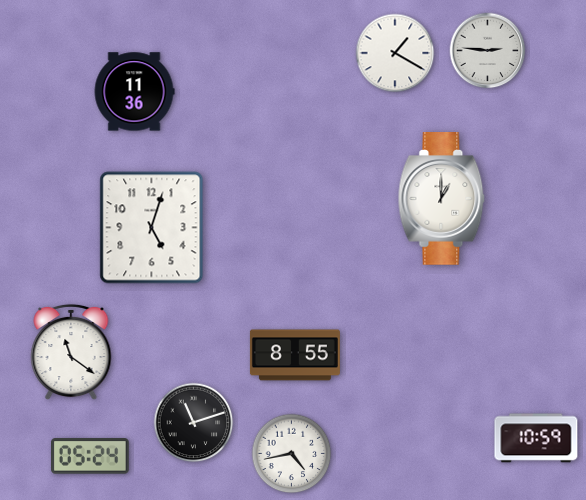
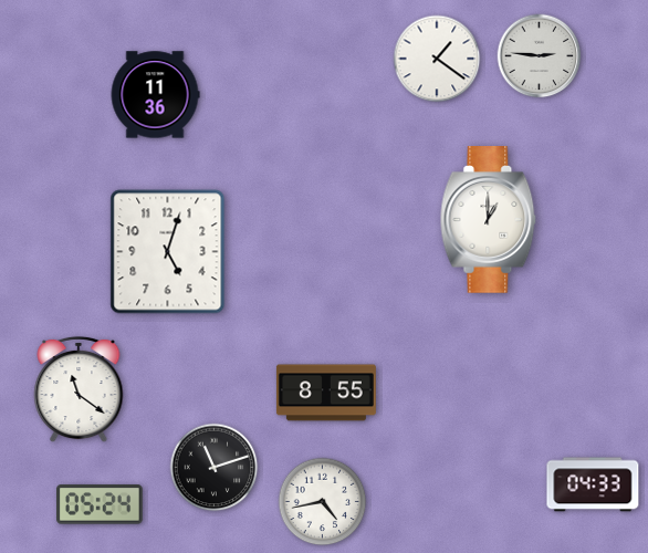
clock at (395, 53): 1:20 -> 1:21
clock at (134, 92) position: (134, 92) -> (155, 95)
clock at (536, 438): 10:59 -> 04:33
